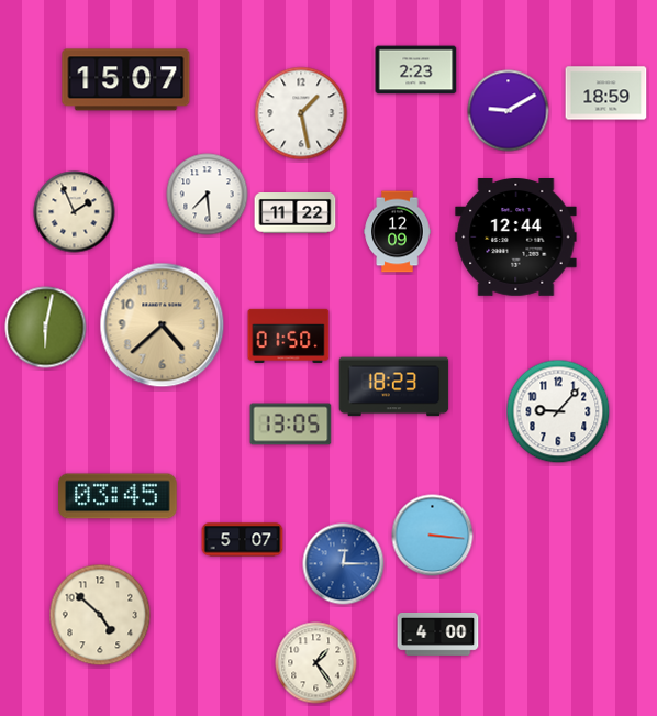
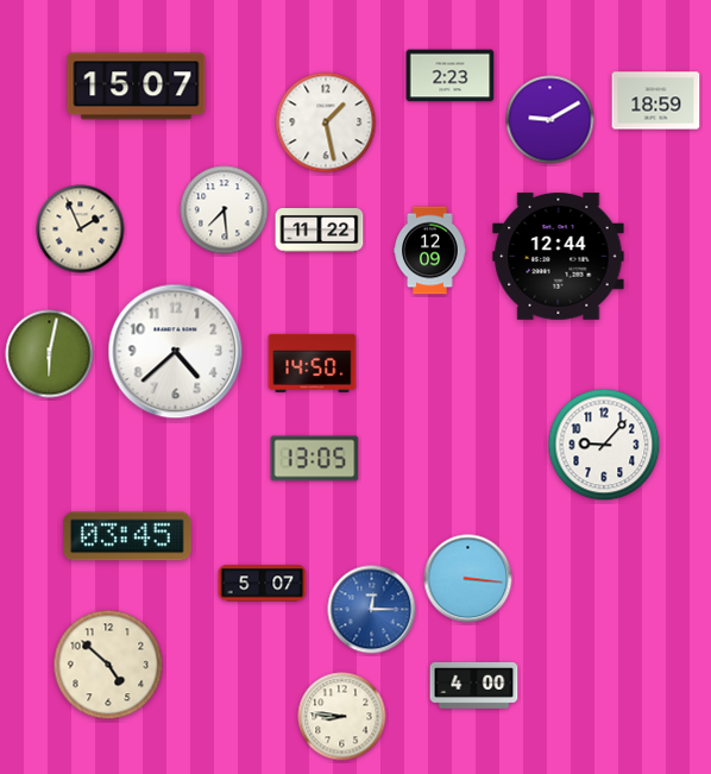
clock at (163, 326) dial: champagne -> white
clock at (289, 335): 01:50 -> 14:50
clock at (394, 387): 18:23 -> none
clock at (316, 663): 1:24 -> 8:46
